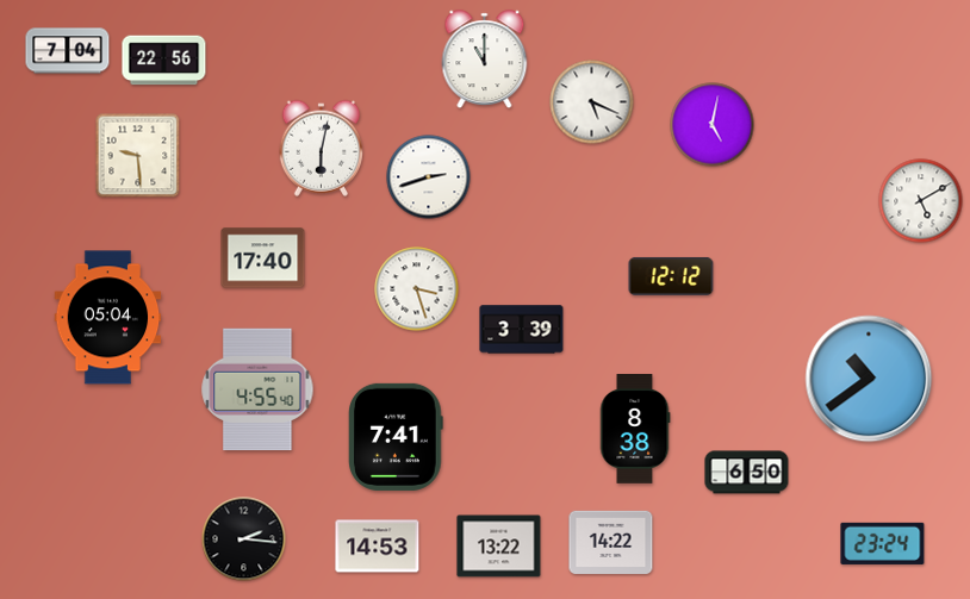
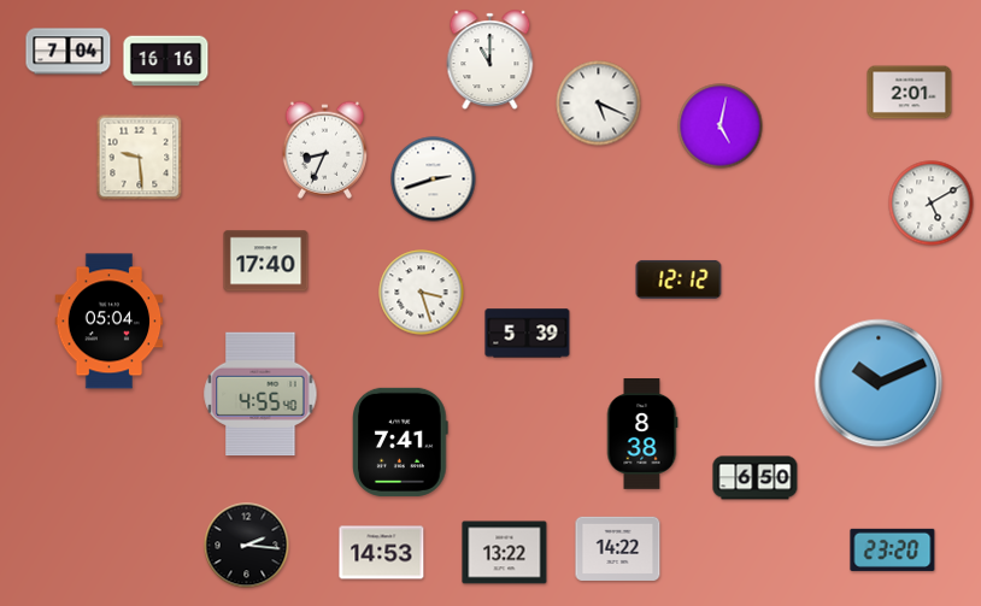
clock at (164, 61): 22:56 -> 16:16
clock at (910, 93): none -> 2:01
clock at (322, 148): 6:02 -> 8:34
clock at (522, 330): 3:39 -> 5:39
clock at (869, 379): 10:39 -> 10:11
clock at (883, 543): 23:24 -> 23:20
